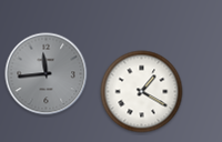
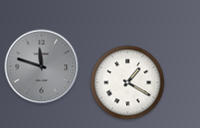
clock at (47, 74): 11:44 -> 11:48
